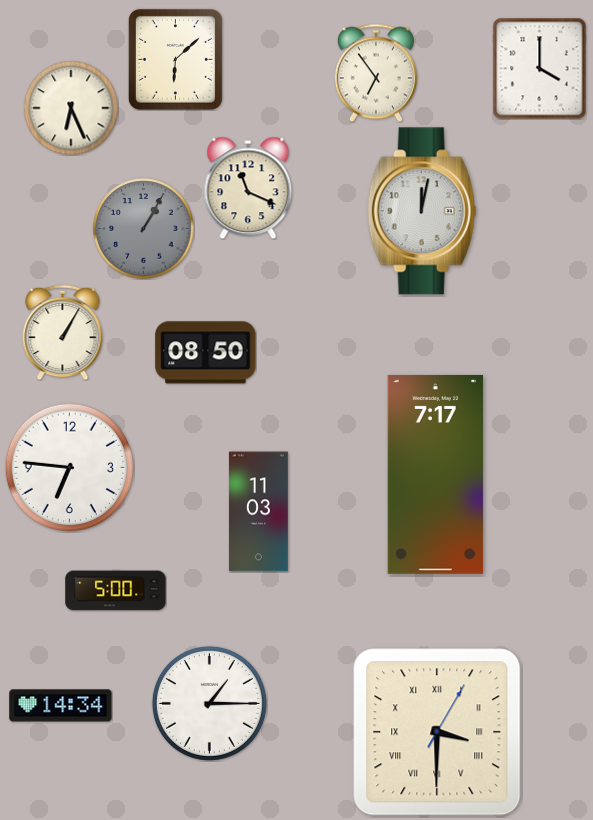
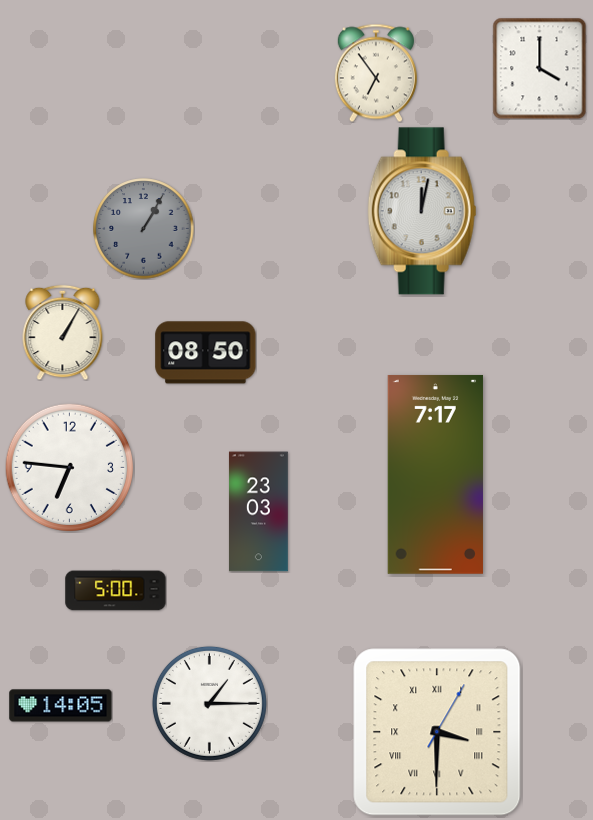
clock at (175, 59): 6:08 -> none
clock at (71, 108): 6:26 -> none
clock at (248, 188): 11:19 -> none
clock at (259, 512): 11:03 -> 23:03
clock at (61, 706): 14:34 -> 14:05
